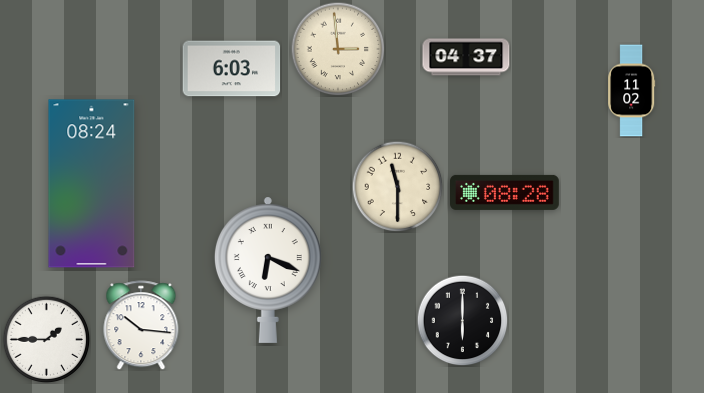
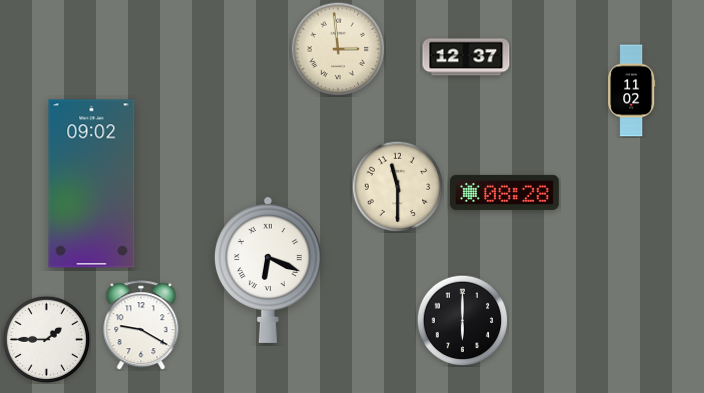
clock at (466, 57): 04:37 -> 12:37
clock at (232, 69): 6:03 -> none
clock at (92, 184): 08:24 -> 09:02
clock at (141, 325): 10:16 -> 9:20
